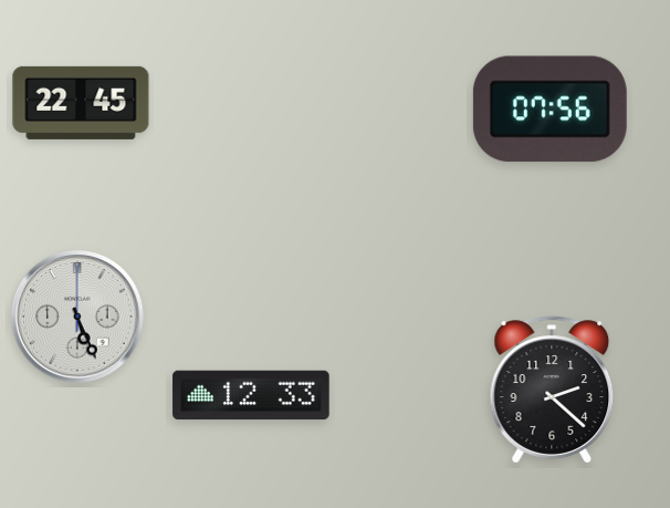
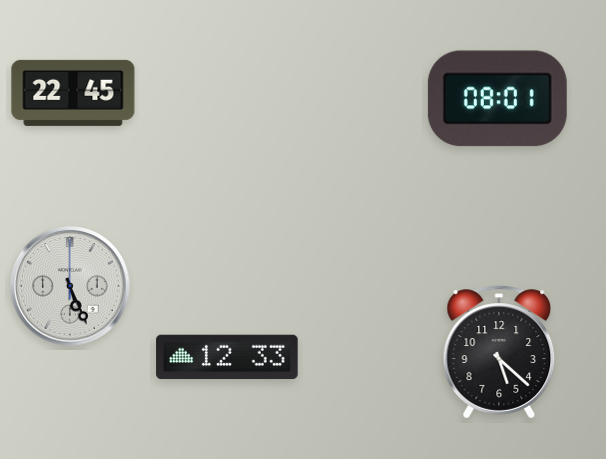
clock at (549, 110): 07:56 -> 08:01
clock at (552, 390): 2:22 -> 5:22
